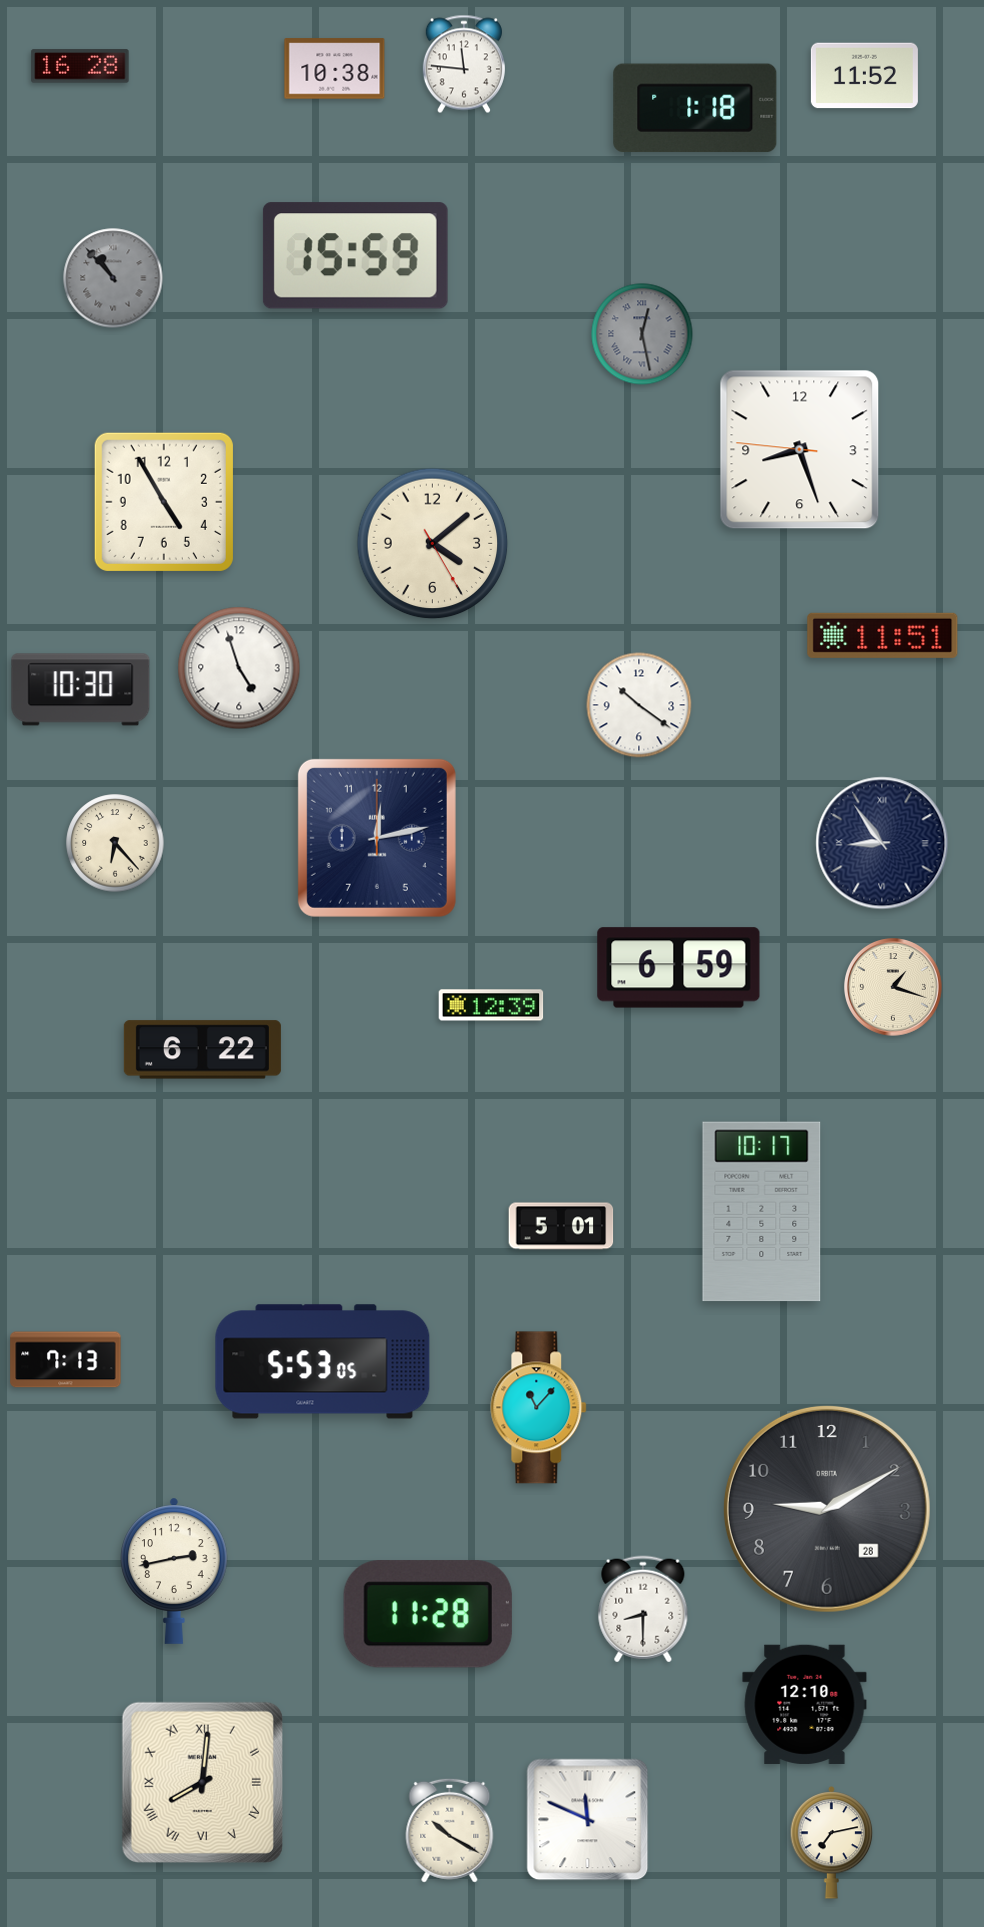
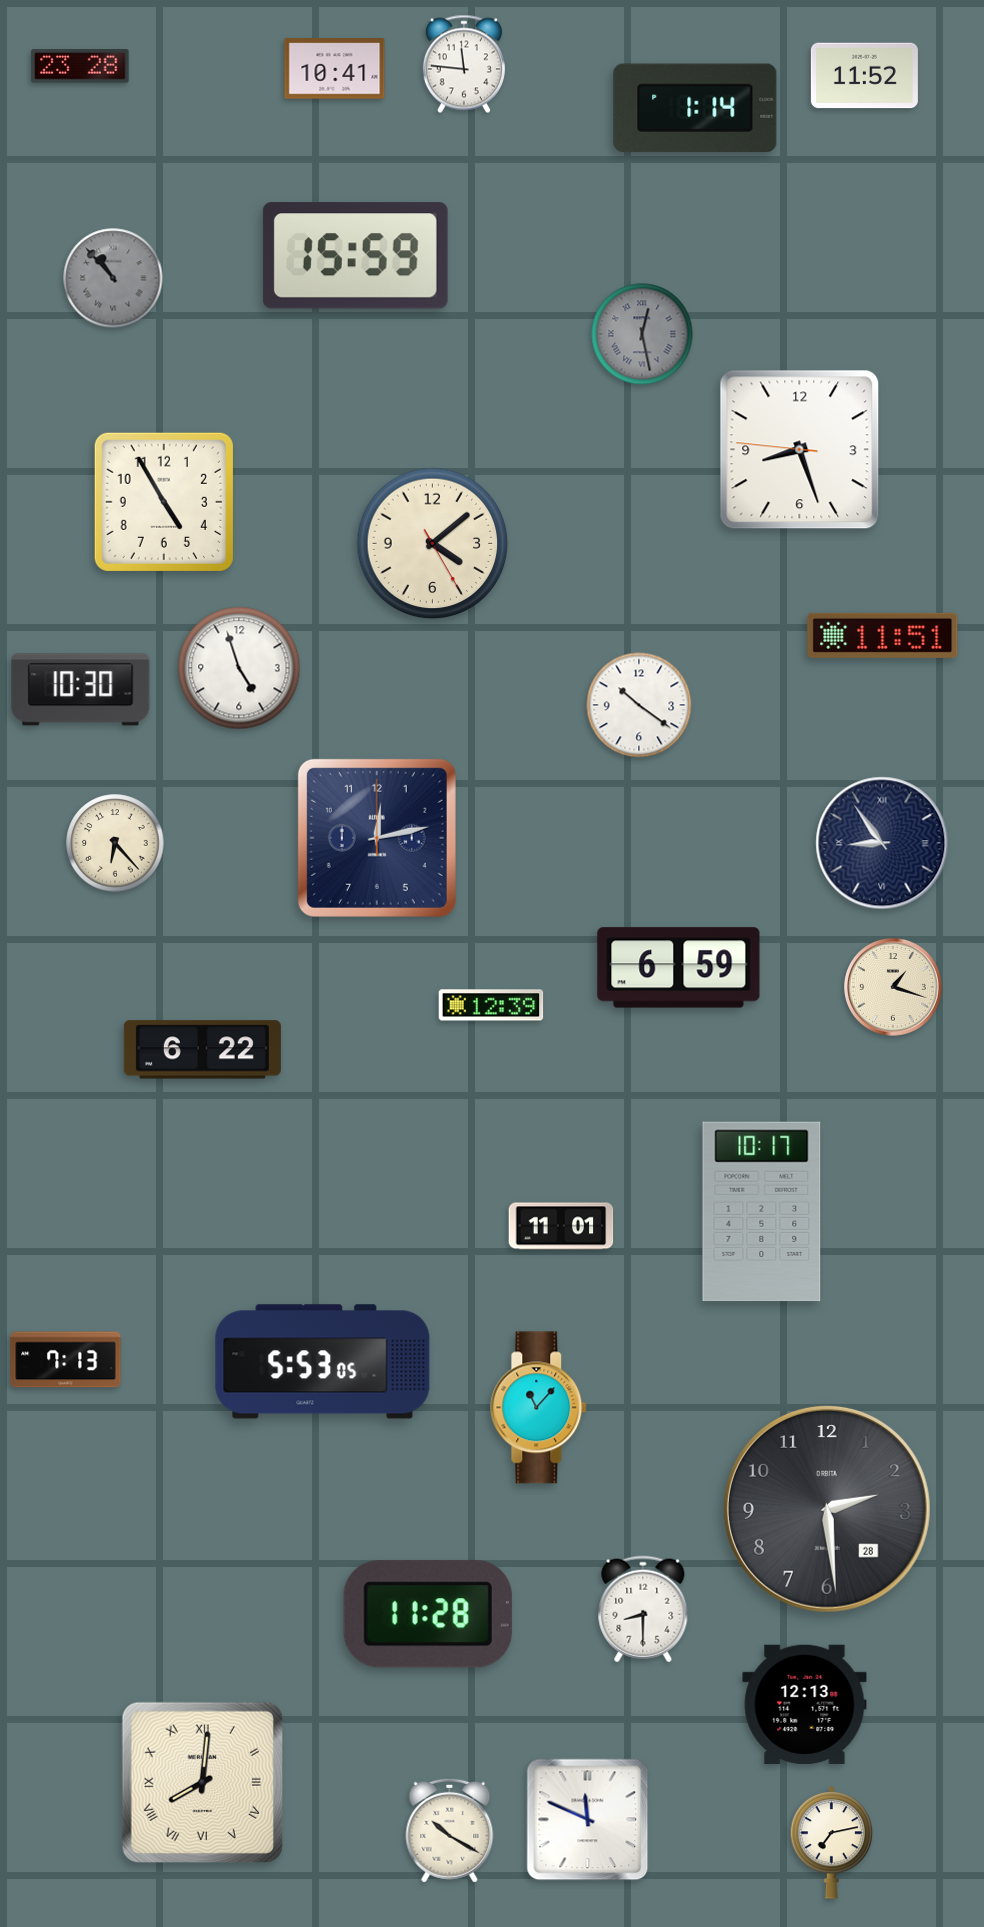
clock at (80, 66): 16:28 -> 23:28
clock at (335, 69): 10:38 -> 10:41
clock at (695, 108): 1:18 -> 1:14
clock at (561, 1226): 5:01 -> 11:01
clock at (827, 1509): 9:10 -> 2:29
clock at (174, 1571): 2:43 -> none
clock at (805, 1704): 12:10 -> 12:13
